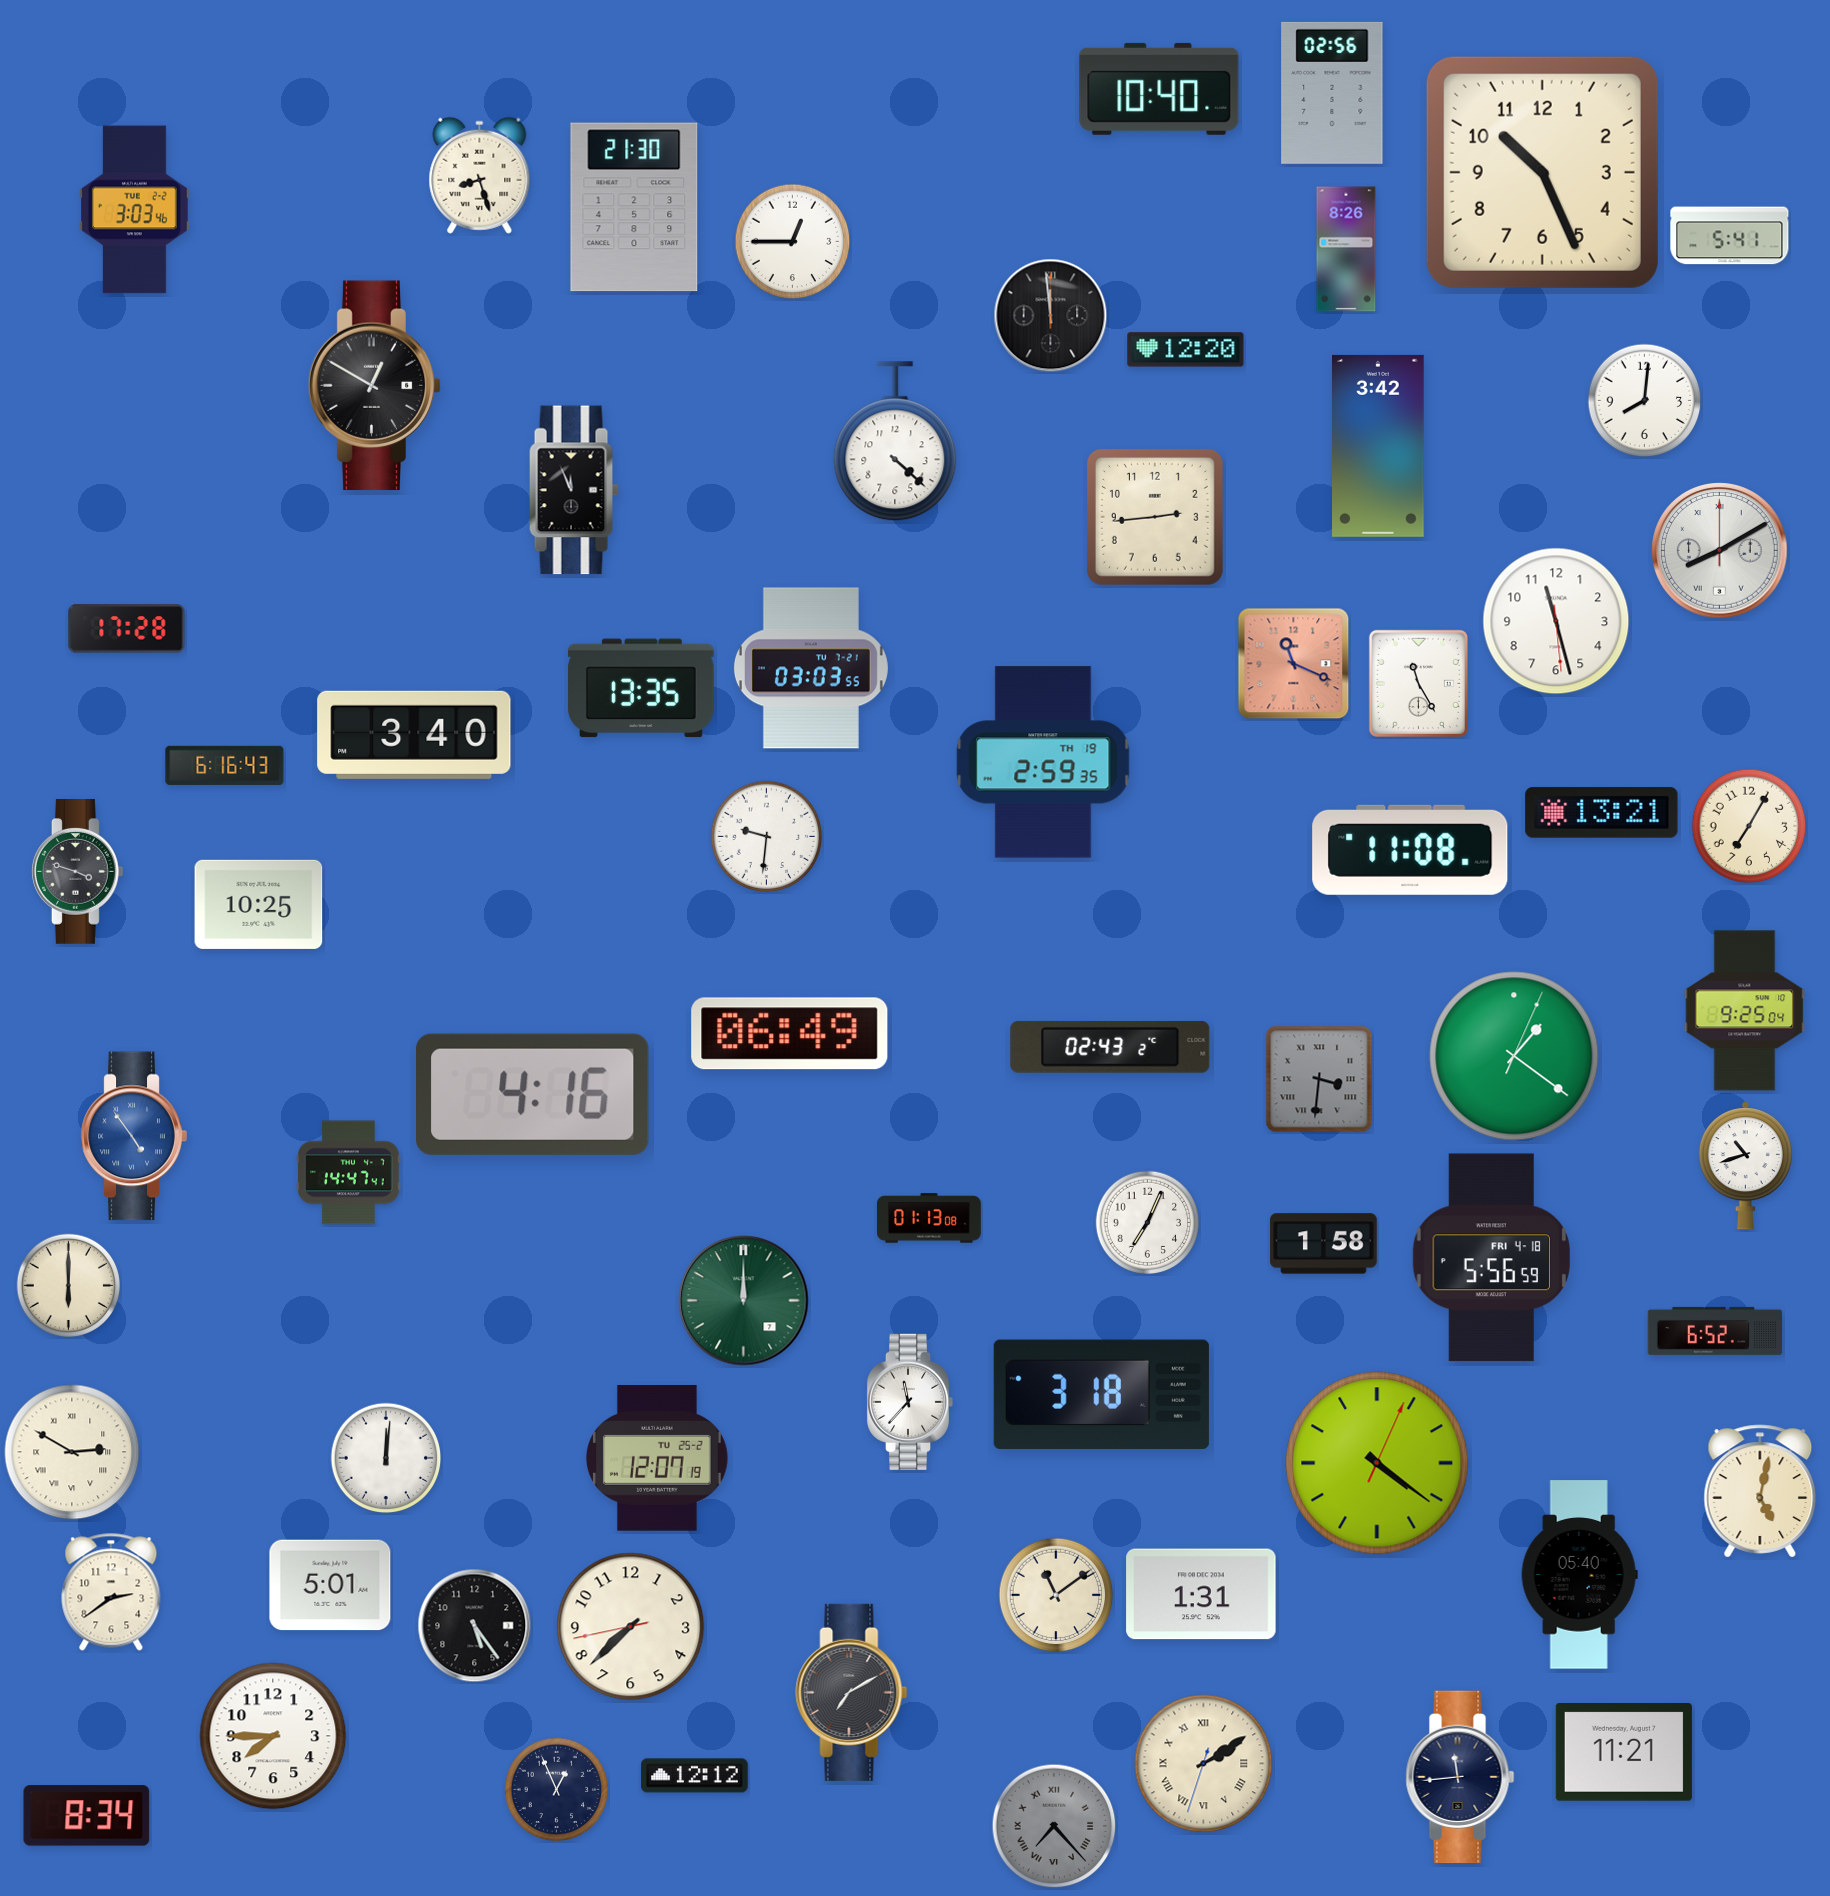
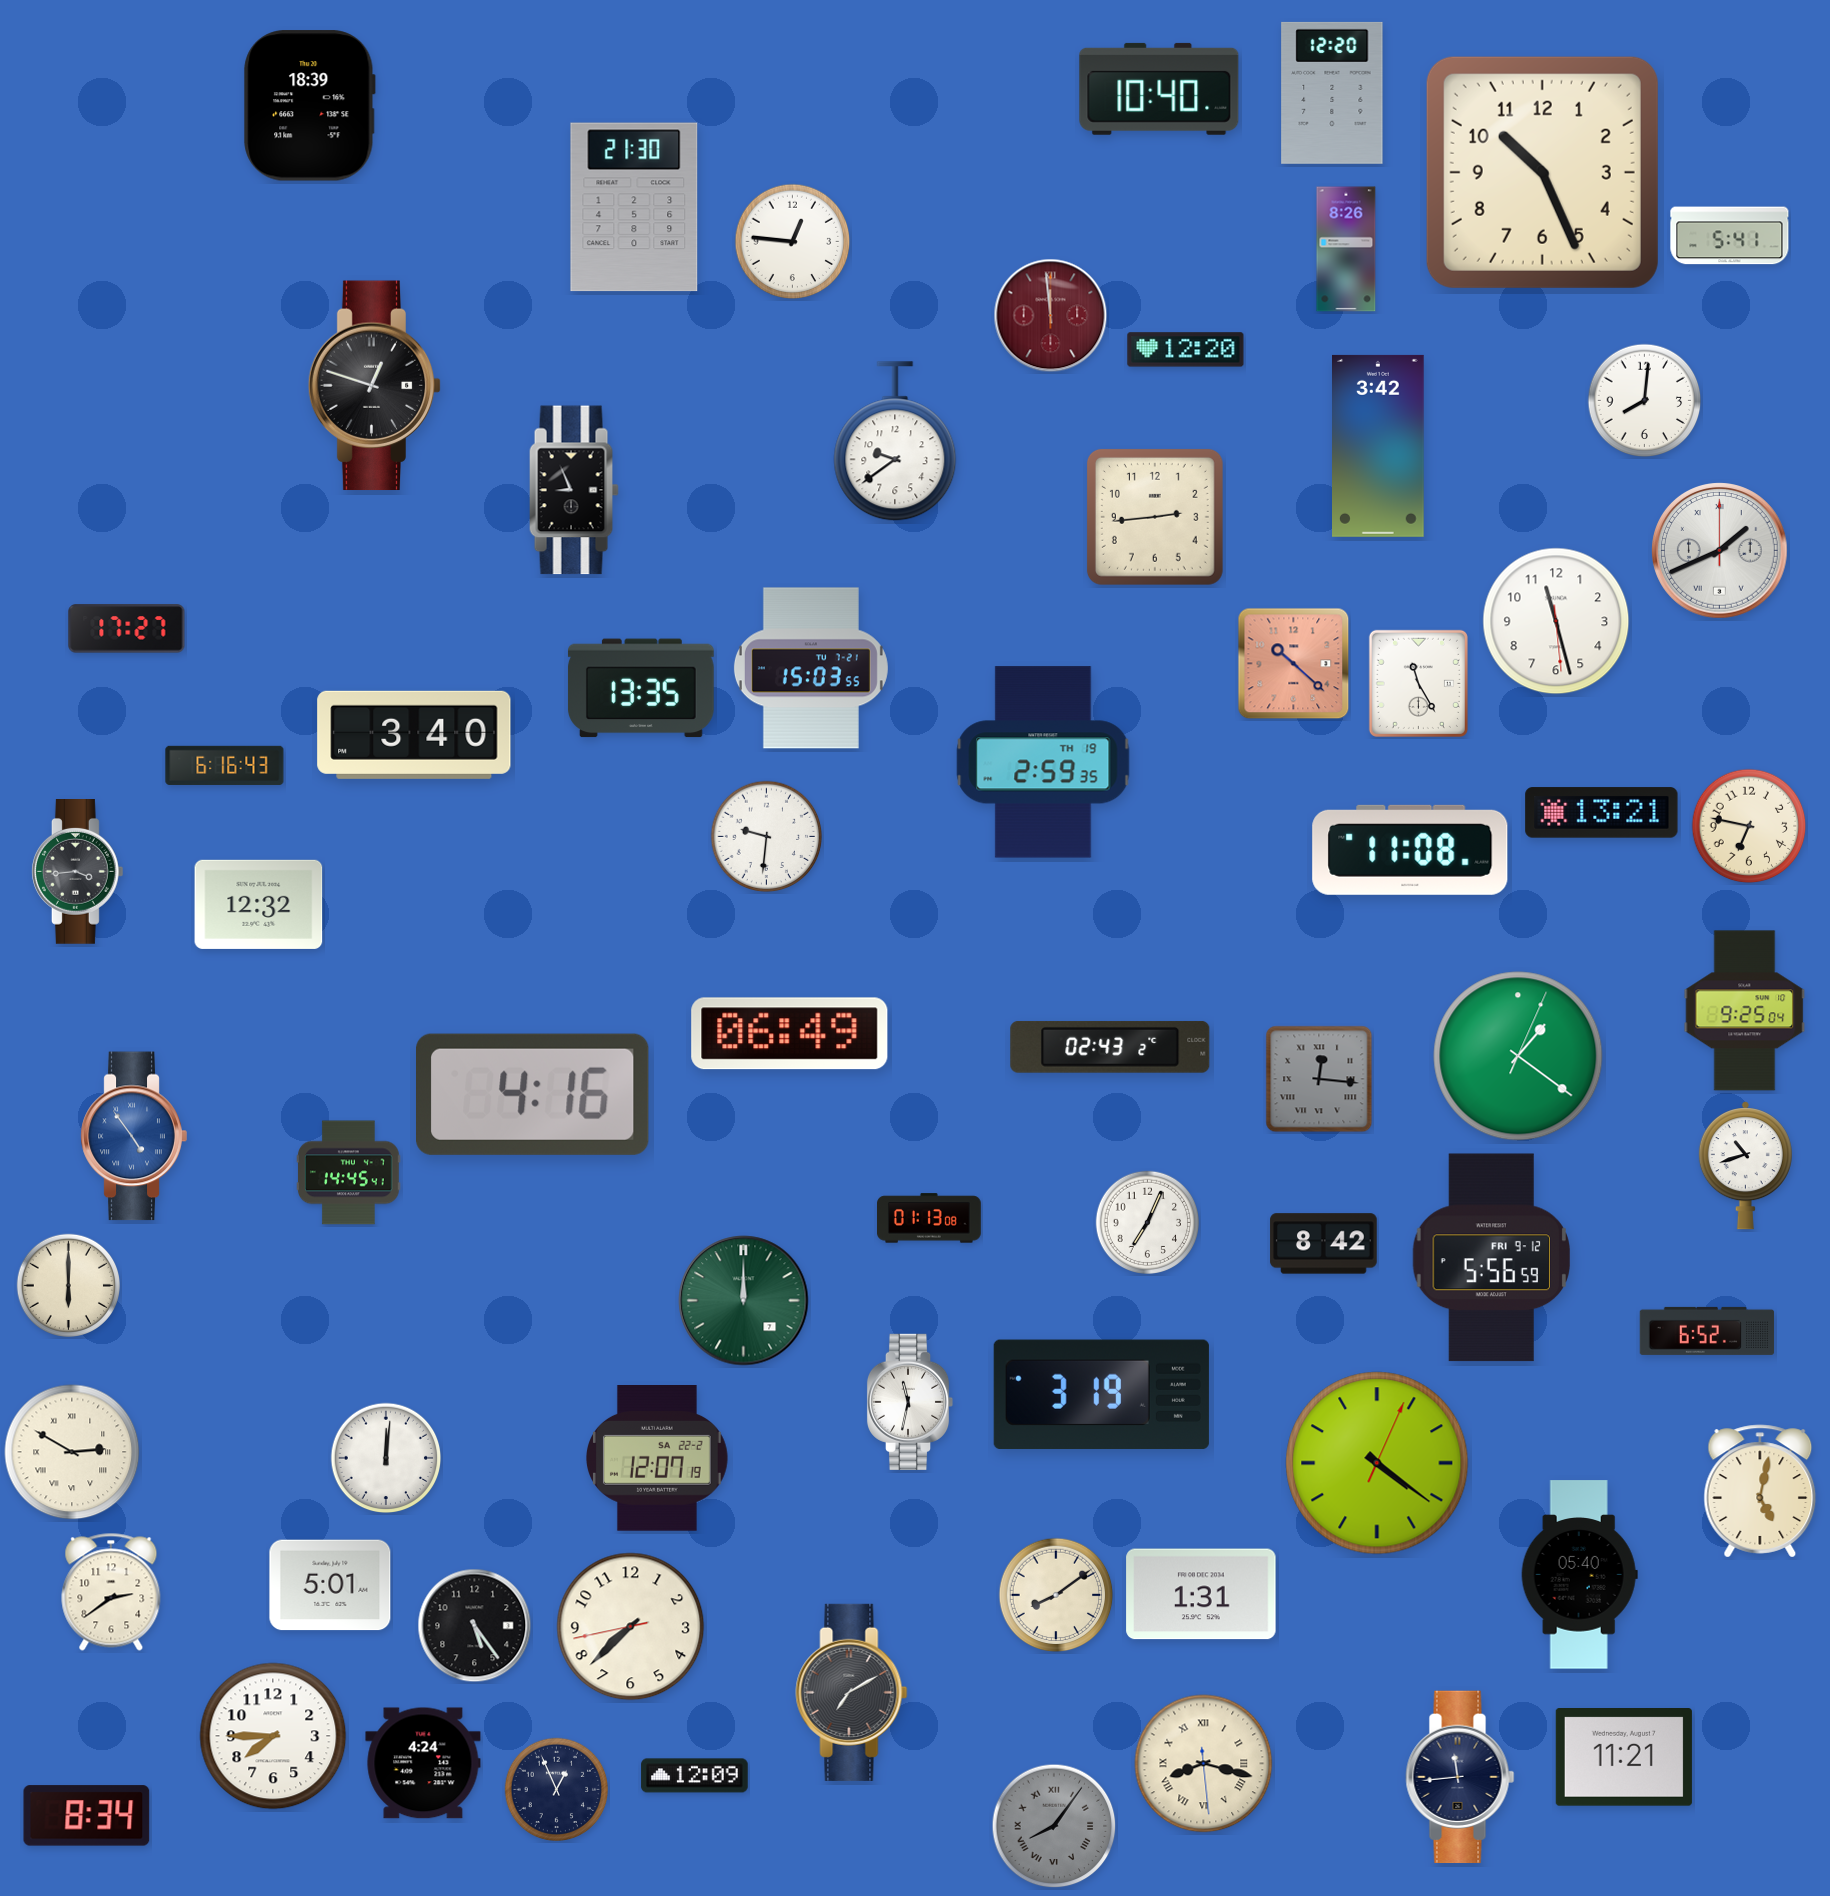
clock at (1332, 93): 02:56 -> 12:20
clock at (310, 106): none -> 18:39
clock at (480, 175): 8:27 -> none
clock at (135, 210): 3:03 -> none
clock at (793, 242): 12:45 -> 12:46
clock at (1051, 316) dial: black -> burgundy
clock at (375, 386): 12:50 -> 12:48
clock at (895, 442): 4:22 -> 9:39
clock at (574, 490): 11:56 -> 8:56
clock at (1720, 551): 8:10 -> 1:41
clock at (127, 629): 17:28 -> 17:27
clock at (1294, 664): 11:19 -> 10:22
clock at (811, 668): 03:03 -> 15:03
clock at (1749, 826): 7:05 -> 6:47
clock at (77, 872): 3:48 -> 3:44
clock at (259, 904): 10:25 -> 12:32
clock at (1514, 1056) position: (1514, 1056) -> (1518, 1056)
clock at (1319, 1079): 3:31 -> 12:16
clock at (349, 1173): 14:47 -> 14:45
clock at (1324, 1244): 1:58 -> 8:42
clock at (1491, 1258) date: FRI 4-18 -> FRI 9-12
clock at (1715, 1331) position: (1715, 1331) -> (1707, 1331)
clock at (1101, 1395): 3:18 -> 3:19
clock at (910, 1402): 11:37 -> 11:32
clock at (658, 1459) date: TU 25-2 -> SA 22-2
clock at (1056, 1595): 11:09 -> 8:09
clock at (1624, 1753) position: (1624, 1753) -> (1624, 1758)
clock at (423, 1763): none -> 4:24
clock at (1204, 1764): 2:09 -> 8:17
clock at (695, 1776): 12:12 -> 12:09
clock at (1054, 1826): 7:23 -> 8:06
